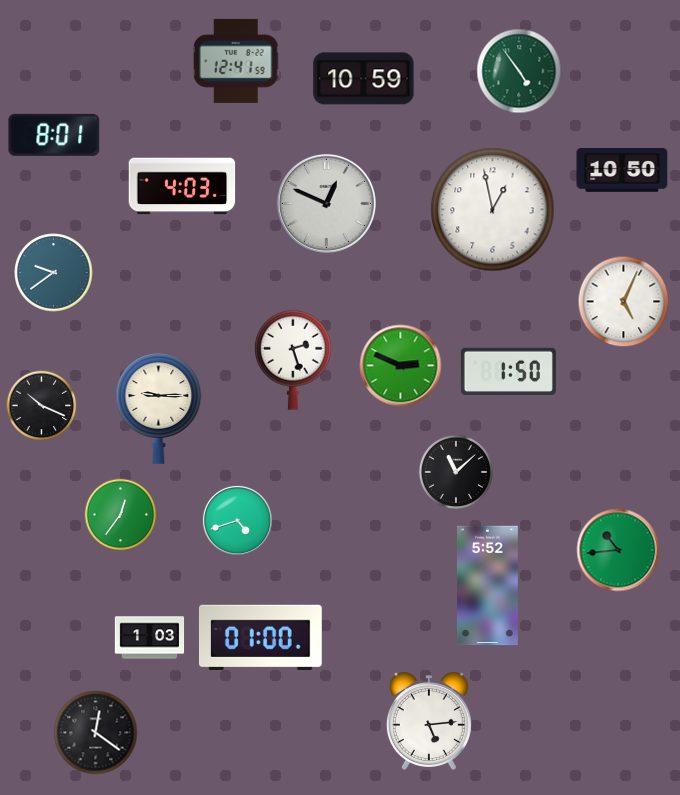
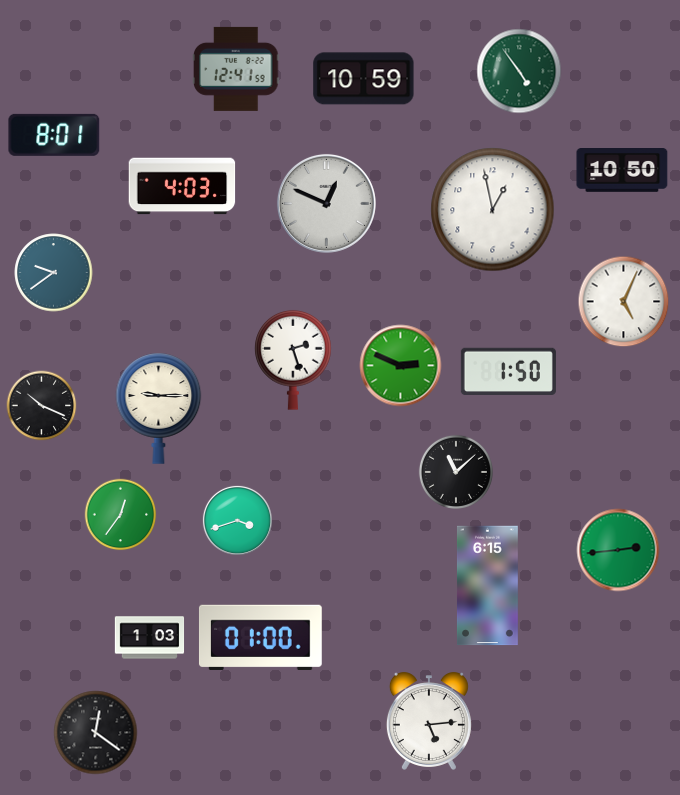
clock at (236, 61) position: (236, 61) -> (236, 69)
clock at (237, 520): 4:42 -> 3:42
clock at (618, 550): 10:44 -> 2:44
clock at (487, 586): 5:52 -> 6:15
